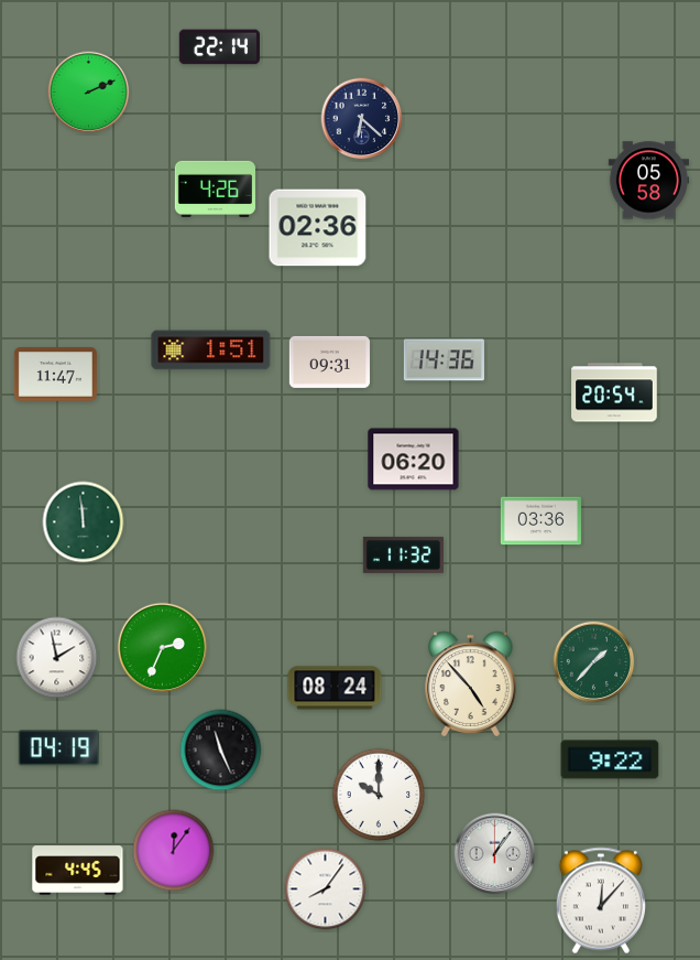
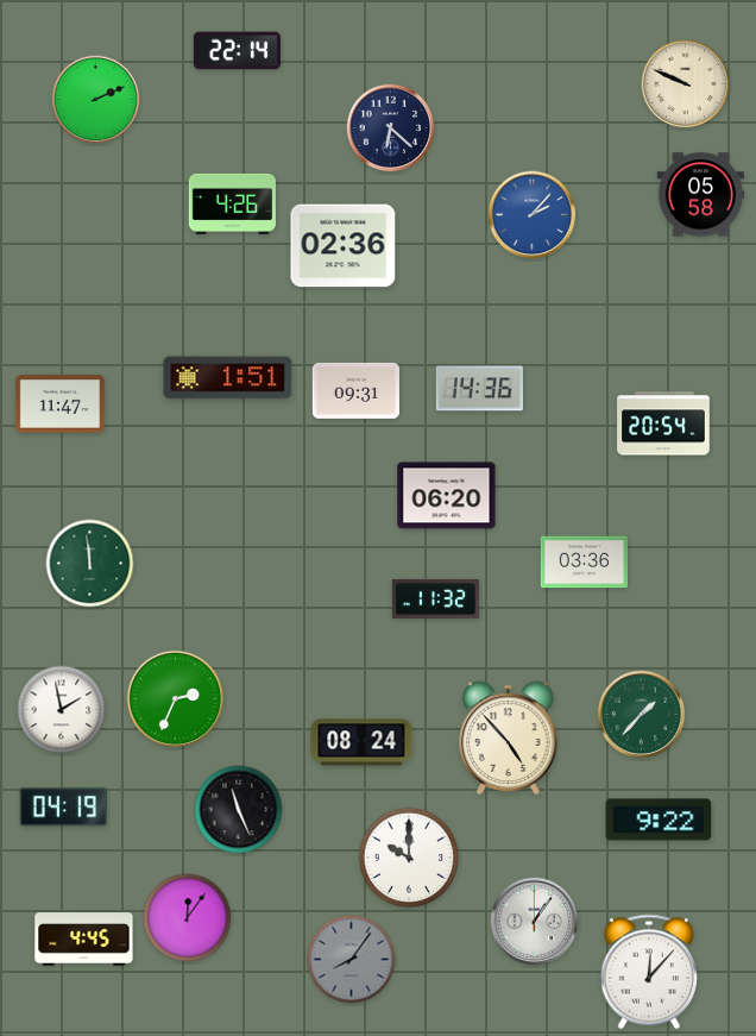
clock at (686, 84): none -> 9:49
clock at (533, 215): none -> 2:07
clock at (326, 889) dial: white -> grey
